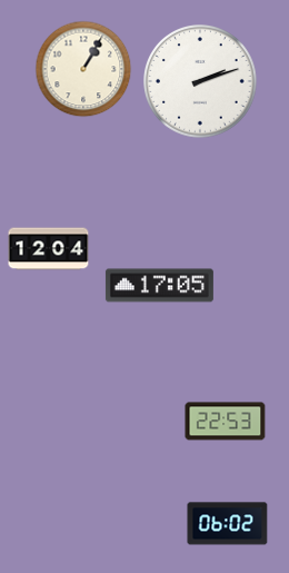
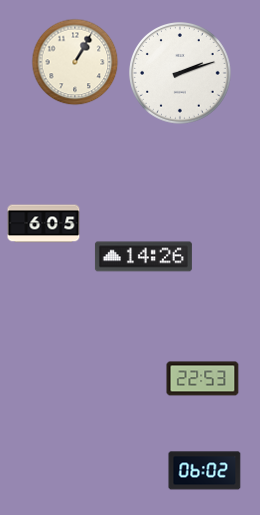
clock at (49, 249): 12:04 -> 6:05
clock at (159, 286): 17:05 -> 14:26
